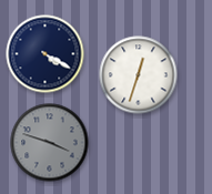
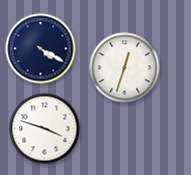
clock at (50, 143) dial: grey -> white
